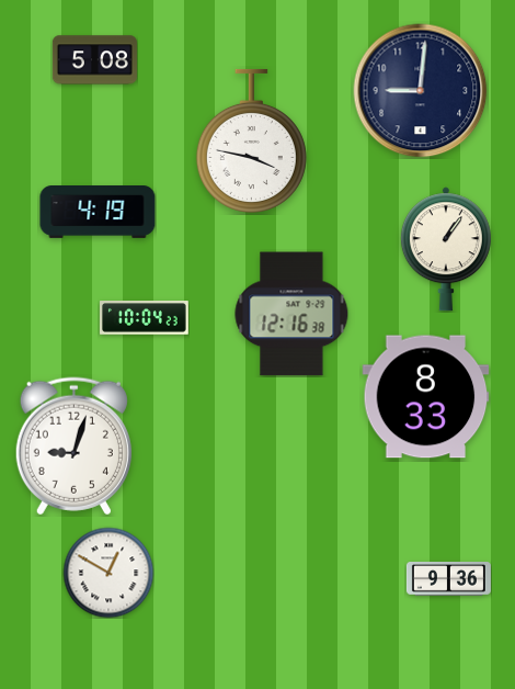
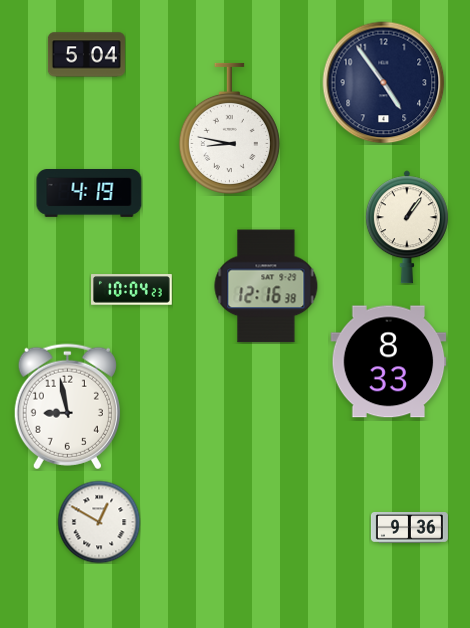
clock at (94, 60): 5:08 -> 5:04
clock at (421, 91): 9:01 -> 4:54
clock at (251, 140): 3:47 -> 8:47
clock at (73, 447): 9:03 -> 8:58
